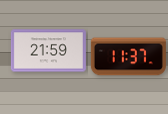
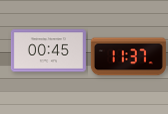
clock at (48, 51): 21:59 -> 00:45
